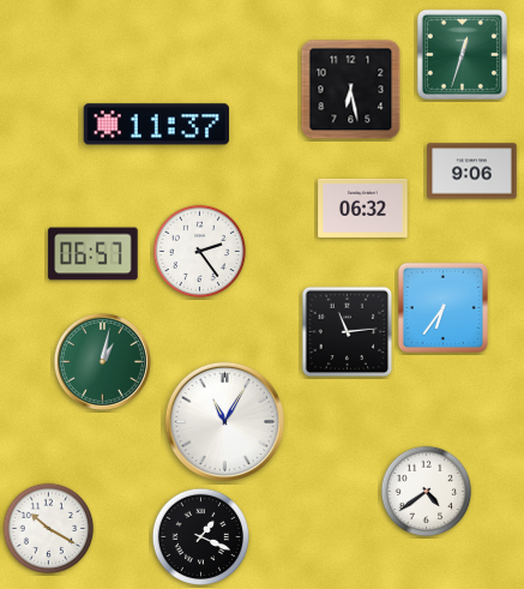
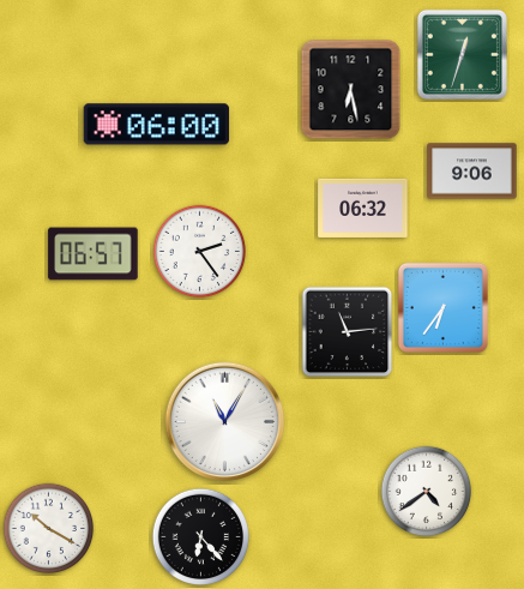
clock at (156, 125): 11:37 -> 06:00
clock at (102, 361): 1:02 -> none
clock at (201, 537): 1:19 -> 6:23
